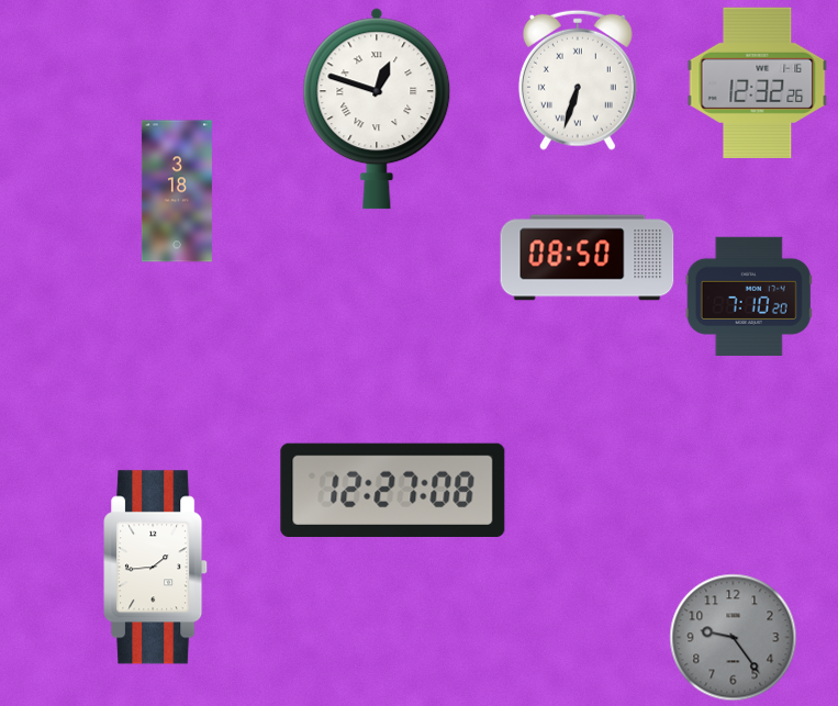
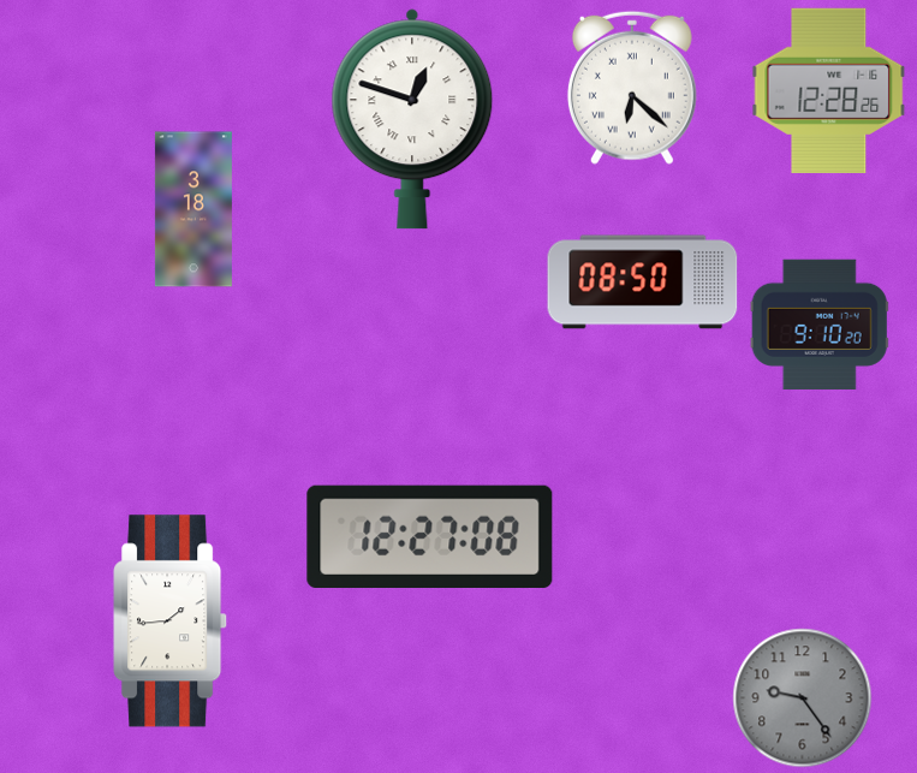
clock at (578, 80): 6:33 -> 6:22
clock at (758, 82): 12:32 -> 12:28
clock at (749, 296): 7:10 -> 9:10
